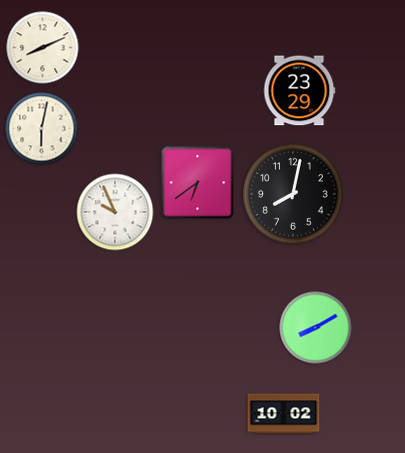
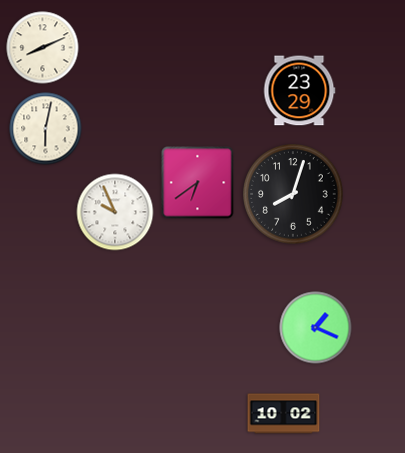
clock at (42, 129) position: (42, 129) -> (46, 129)
clock at (294, 195): 8:02 -> 8:03
clock at (316, 328): 8:10 -> 1:19
